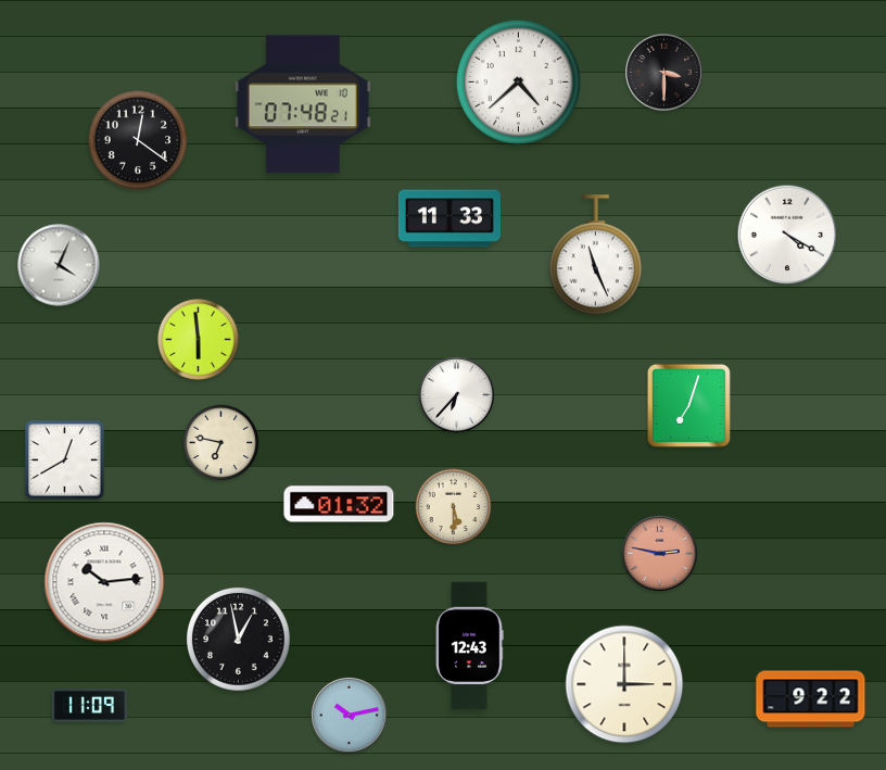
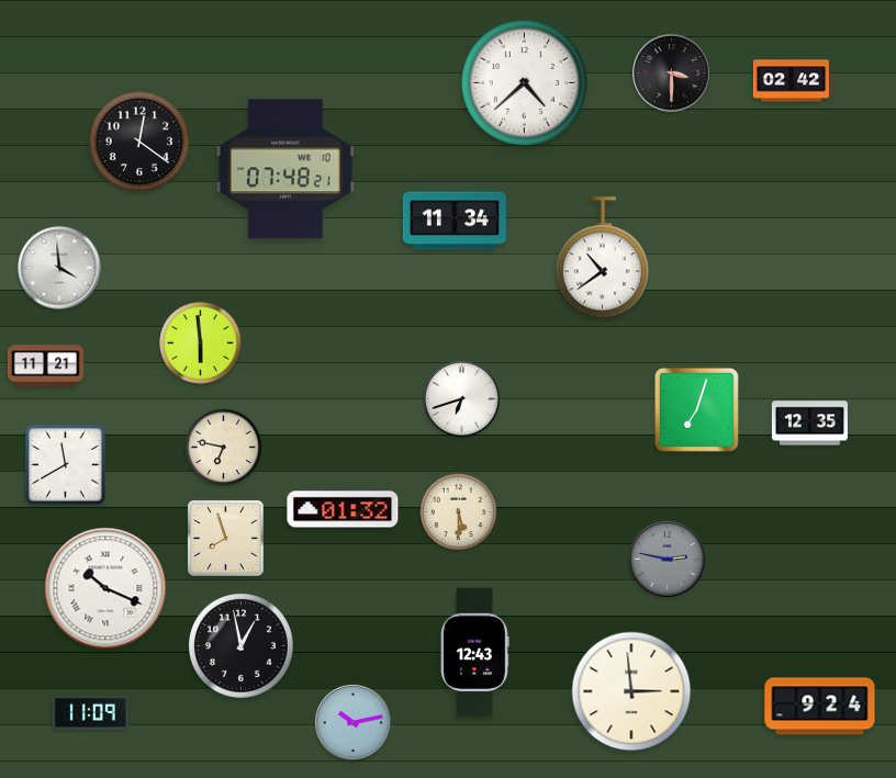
clock at (791, 81): none -> 02:42
clock at (303, 104) position: (303, 104) -> (285, 169)
clock at (450, 218): 11:33 -> 11:34
clock at (787, 235): 4:20 -> none
clock at (595, 255): 11:26 -> 10:39
clock at (59, 265): 4:04 -> 3:59
clock at (45, 367): none -> 11:21
clock at (456, 394): 6:37 -> 6:42
clock at (809, 424): none -> 12:35
clock at (65, 460): 12:40 -> 11:40
clock at (226, 539): none -> 7:57
clock at (659, 553) dial: salmon -> grey
clock at (104, 582): 10:14 -> 10:19
clock at (624, 684): 3:00 -> 2:59
clock at (811, 699): 9:22 -> 9:24
